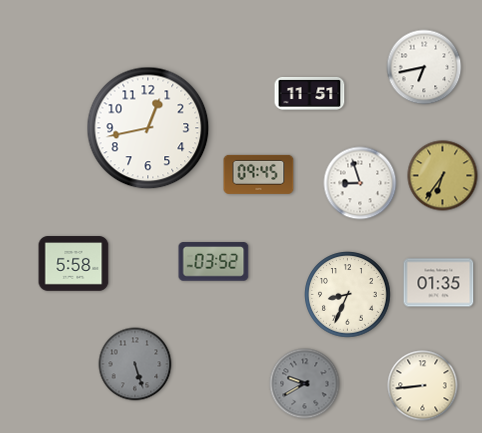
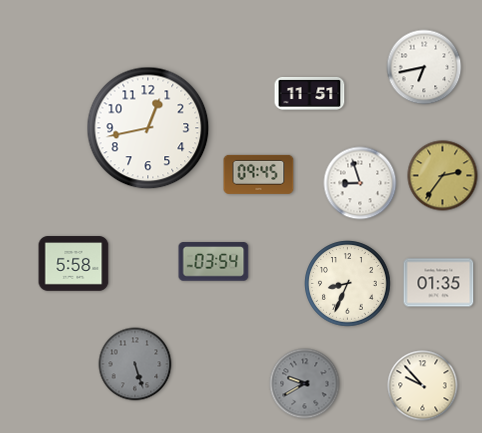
clock at (443, 176): 6:36 -> 2:36
clock at (214, 262): 03:52 -> 03:54
clock at (348, 295) position: (348, 295) -> (348, 284)
clock at (423, 386): 8:44 -> 9:53
